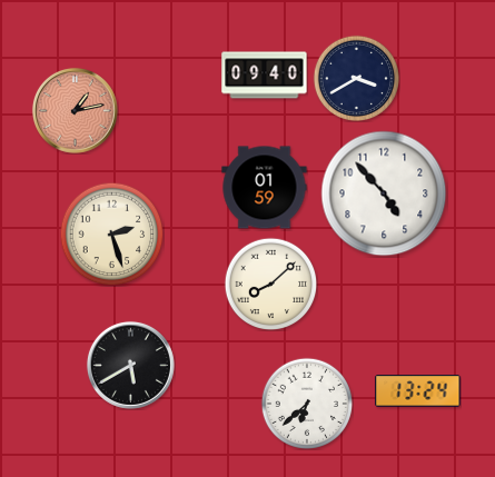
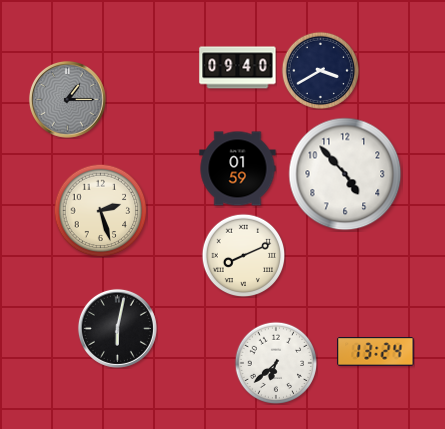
clock at (75, 110): 1:13 -> 1:15
clock at (75, 110) dial: salmon -> grey
clock at (270, 284): 8:08 -> 8:11
clock at (130, 365): 5:40 -> 6:02
